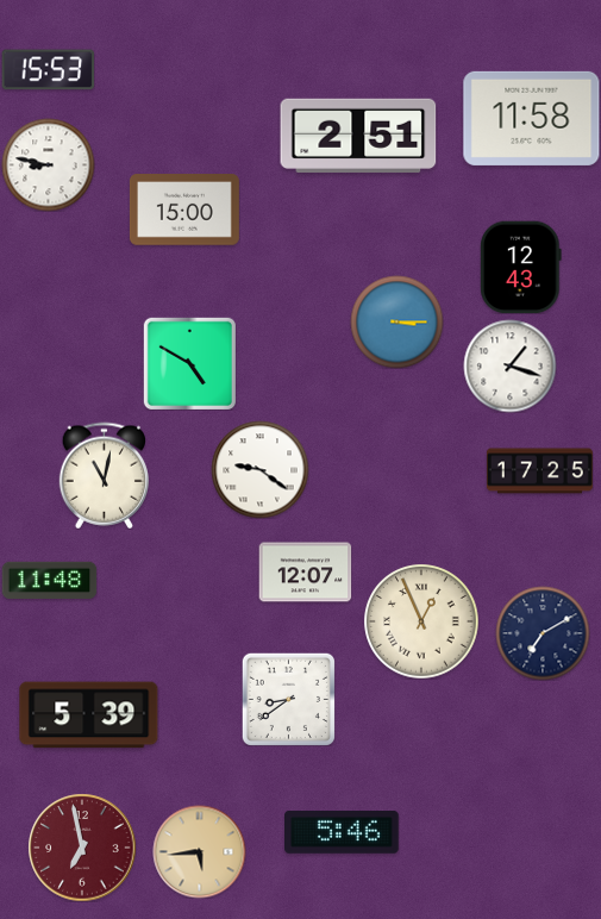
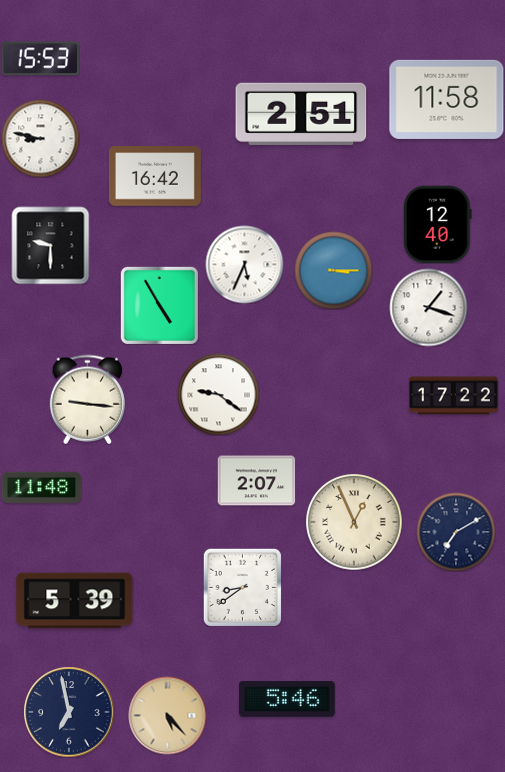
clock at (184, 210): 15:00 -> 16:42
clock at (521, 267): 12:43 -> 12:40
clock at (50, 245): none -> 9:30
clock at (244, 264): none -> 5:34
clock at (189, 363): 4:50 -> 4:55
clock at (539, 471): 17:25 -> 17:22
clock at (104, 475): 11:02 -> 9:16
clock at (305, 573): 12:07 -> 2:07
clock at (82, 848) dial: burgundy -> navy
clock at (199, 851): 5:44 -> 5:23
